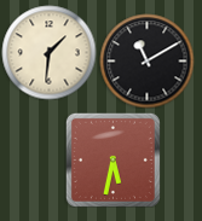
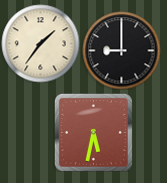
clock at (48, 52): 1:31 -> 1:36
clock at (146, 60): 11:10 -> 9:00
